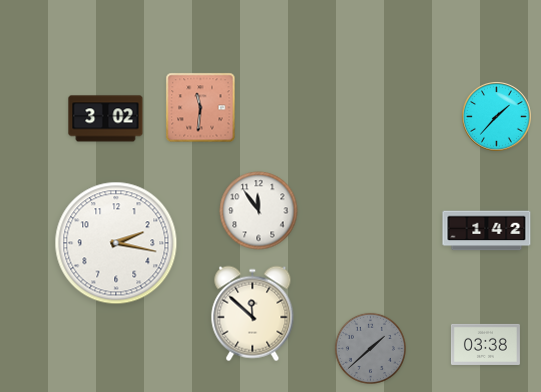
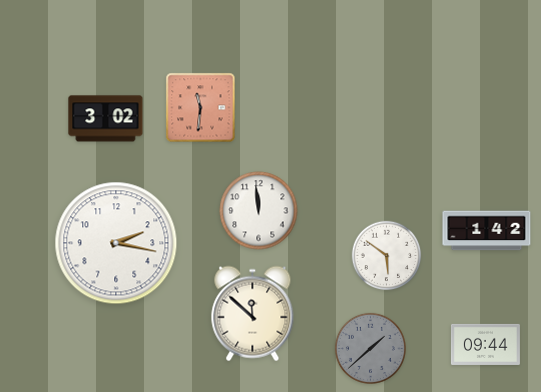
clock at (497, 117): 1:37 -> none
clock at (259, 211): 11:54 -> 11:59
clock at (387, 256): none -> 5:51
clock at (485, 344): 03:38 -> 09:44
